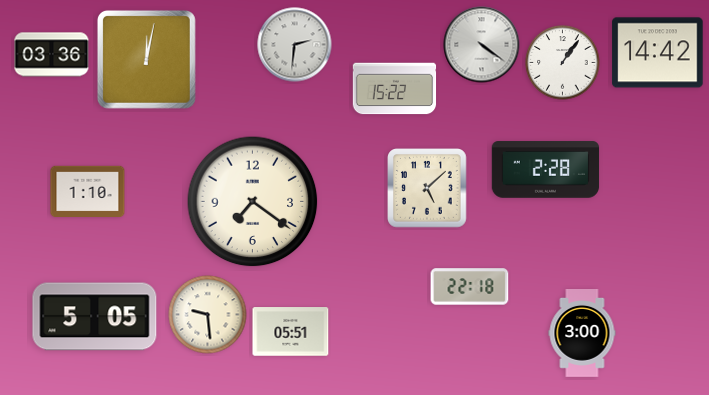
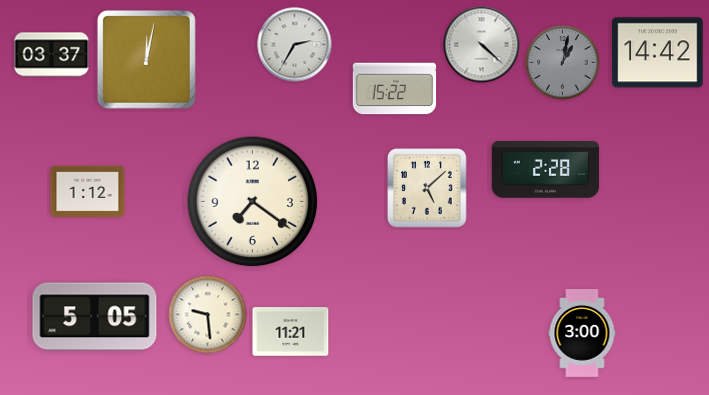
clock at (295, 45): 2:31 -> 2:35
clock at (482, 45): 4:21 -> 4:22
clock at (52, 55): 03:36 -> 03:37
clock at (563, 63): 1:06 -> 1:02
clock at (563, 63) dial: white -> grey
clock at (88, 191): 1:10 -> 1:12
clock at (470, 287): 22:18 -> none
clock at (291, 332): 05:51 -> 11:21
